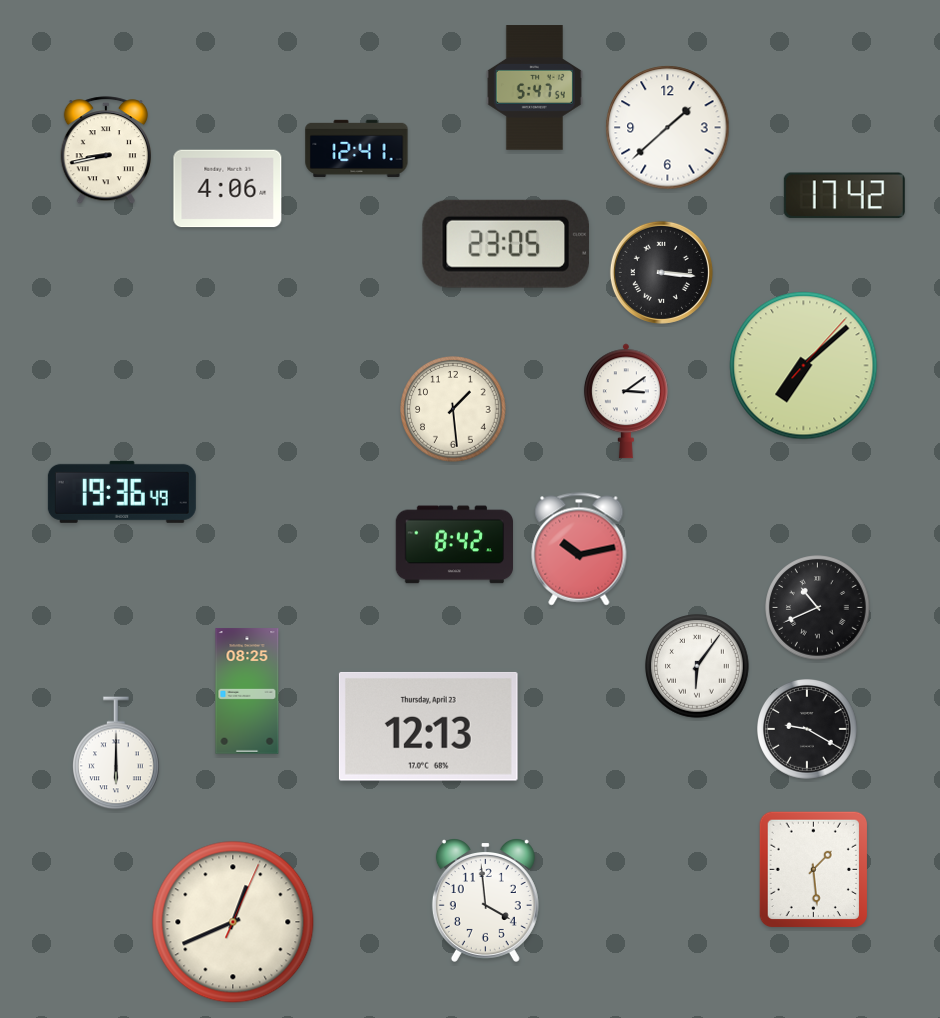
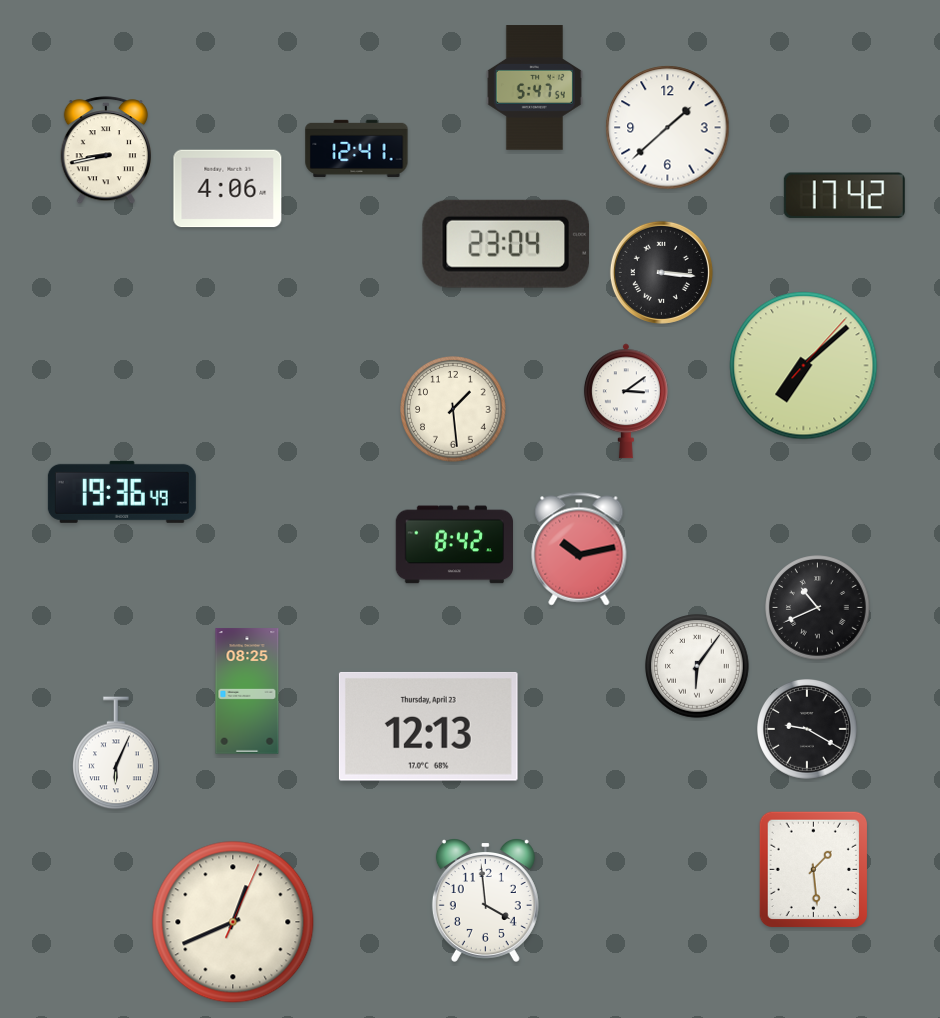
clock at (506, 244): 23:05 -> 23:04
clock at (116, 753): 6:00 -> 6:04
